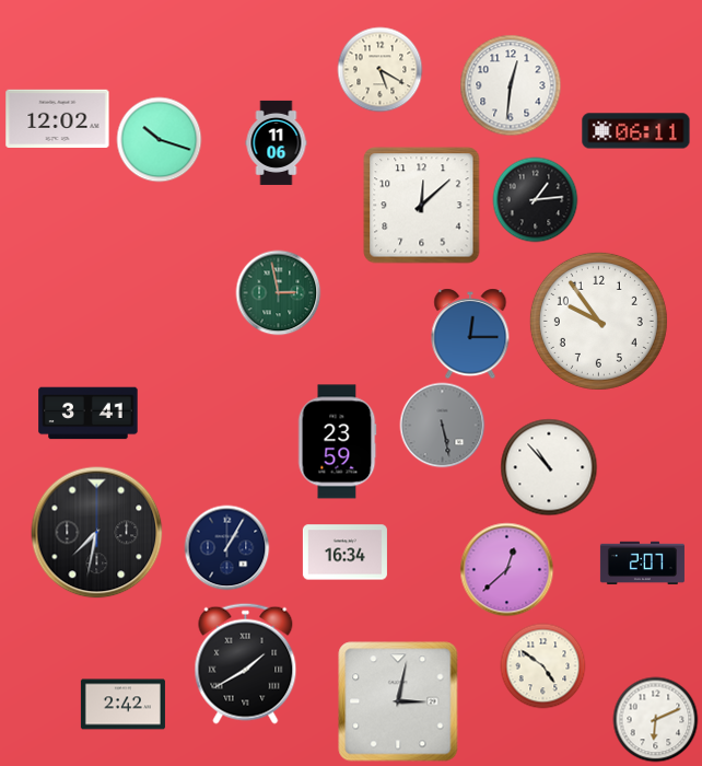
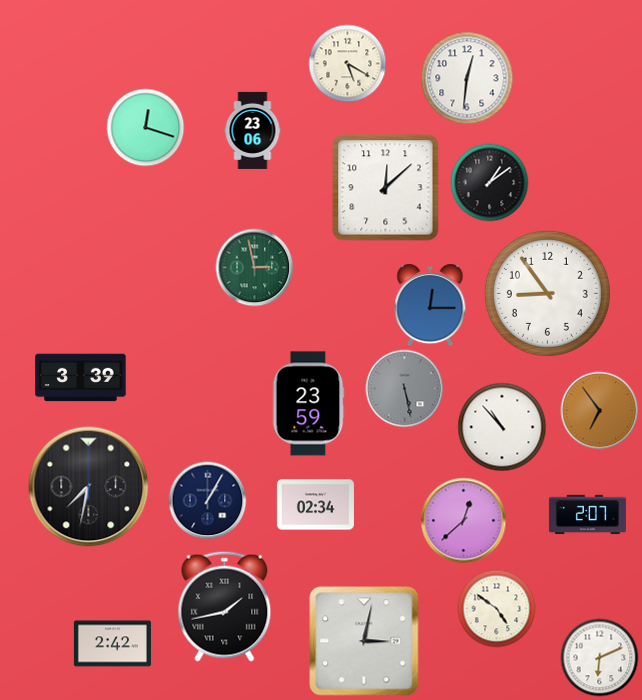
clock at (58, 118): 12:02 -> none
clock at (636, 131): 06:11 -> none
clock at (159, 139): 10:18 -> 12:18
clock at (277, 142): 11:06 -> 23:06
clock at (535, 199): 1:14 -> 1:09
clock at (598, 321): 9:54 -> 8:54
clock at (89, 414): 3:41 -> 3:39
clock at (599, 410): none -> 6:54
clock at (344, 553): 16:34 -> 02:34
clock at (246, 663): 1:40 -> 1:43
